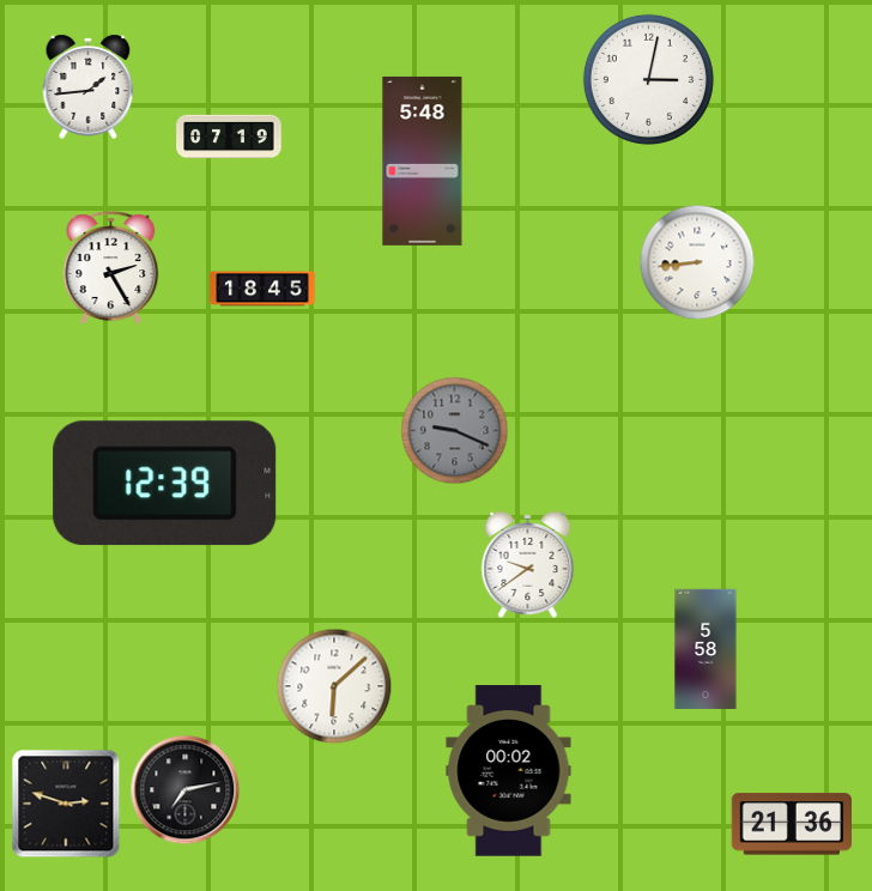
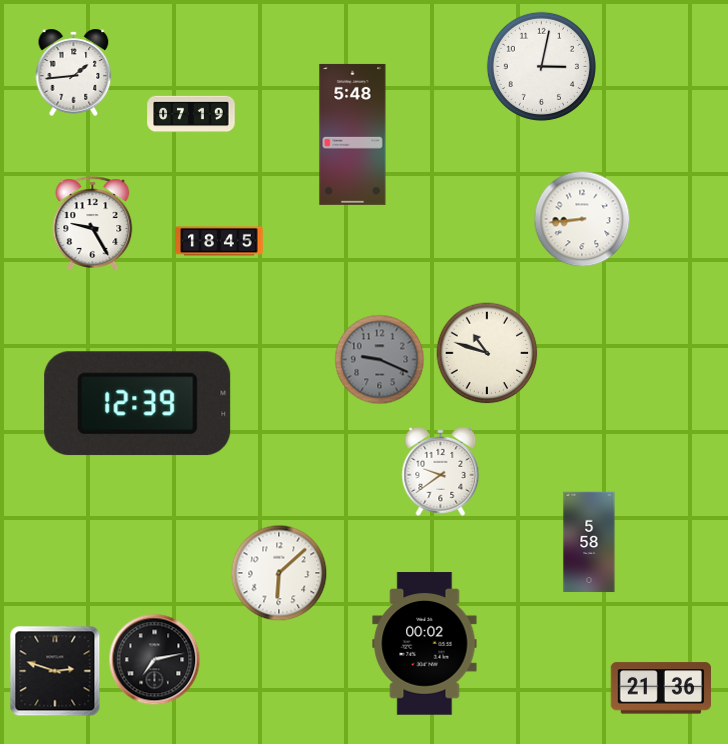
clock at (111, 268): 2:25 -> 9:25
clock at (487, 353): none -> 10:48
